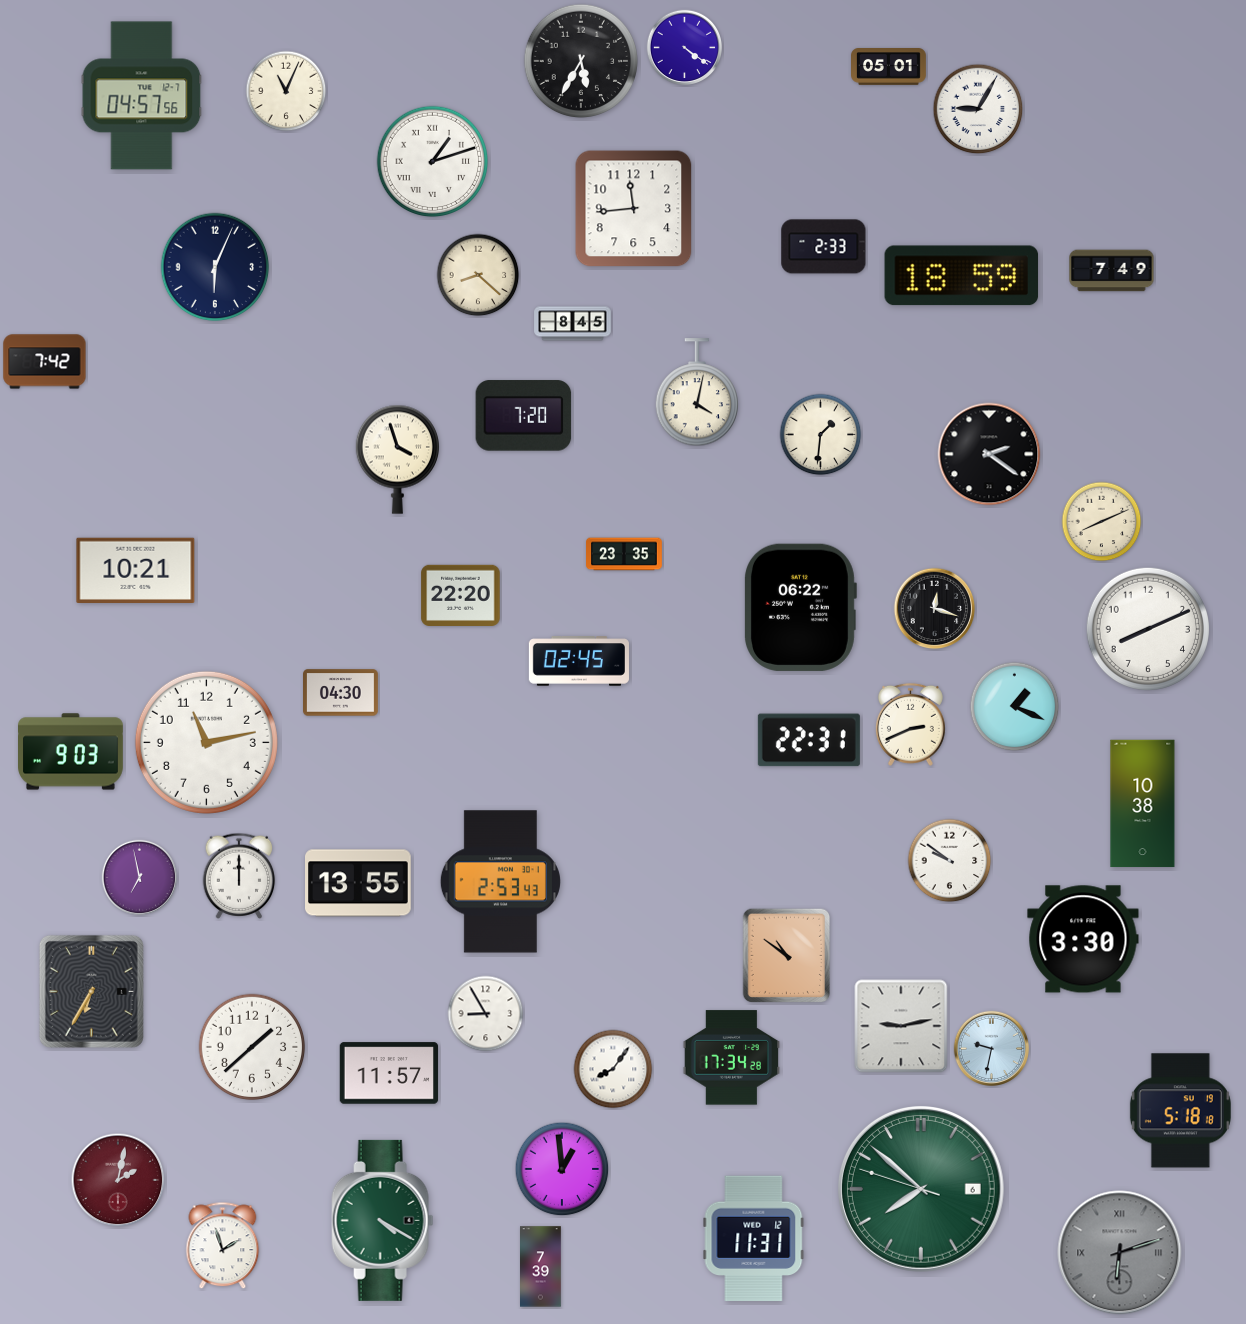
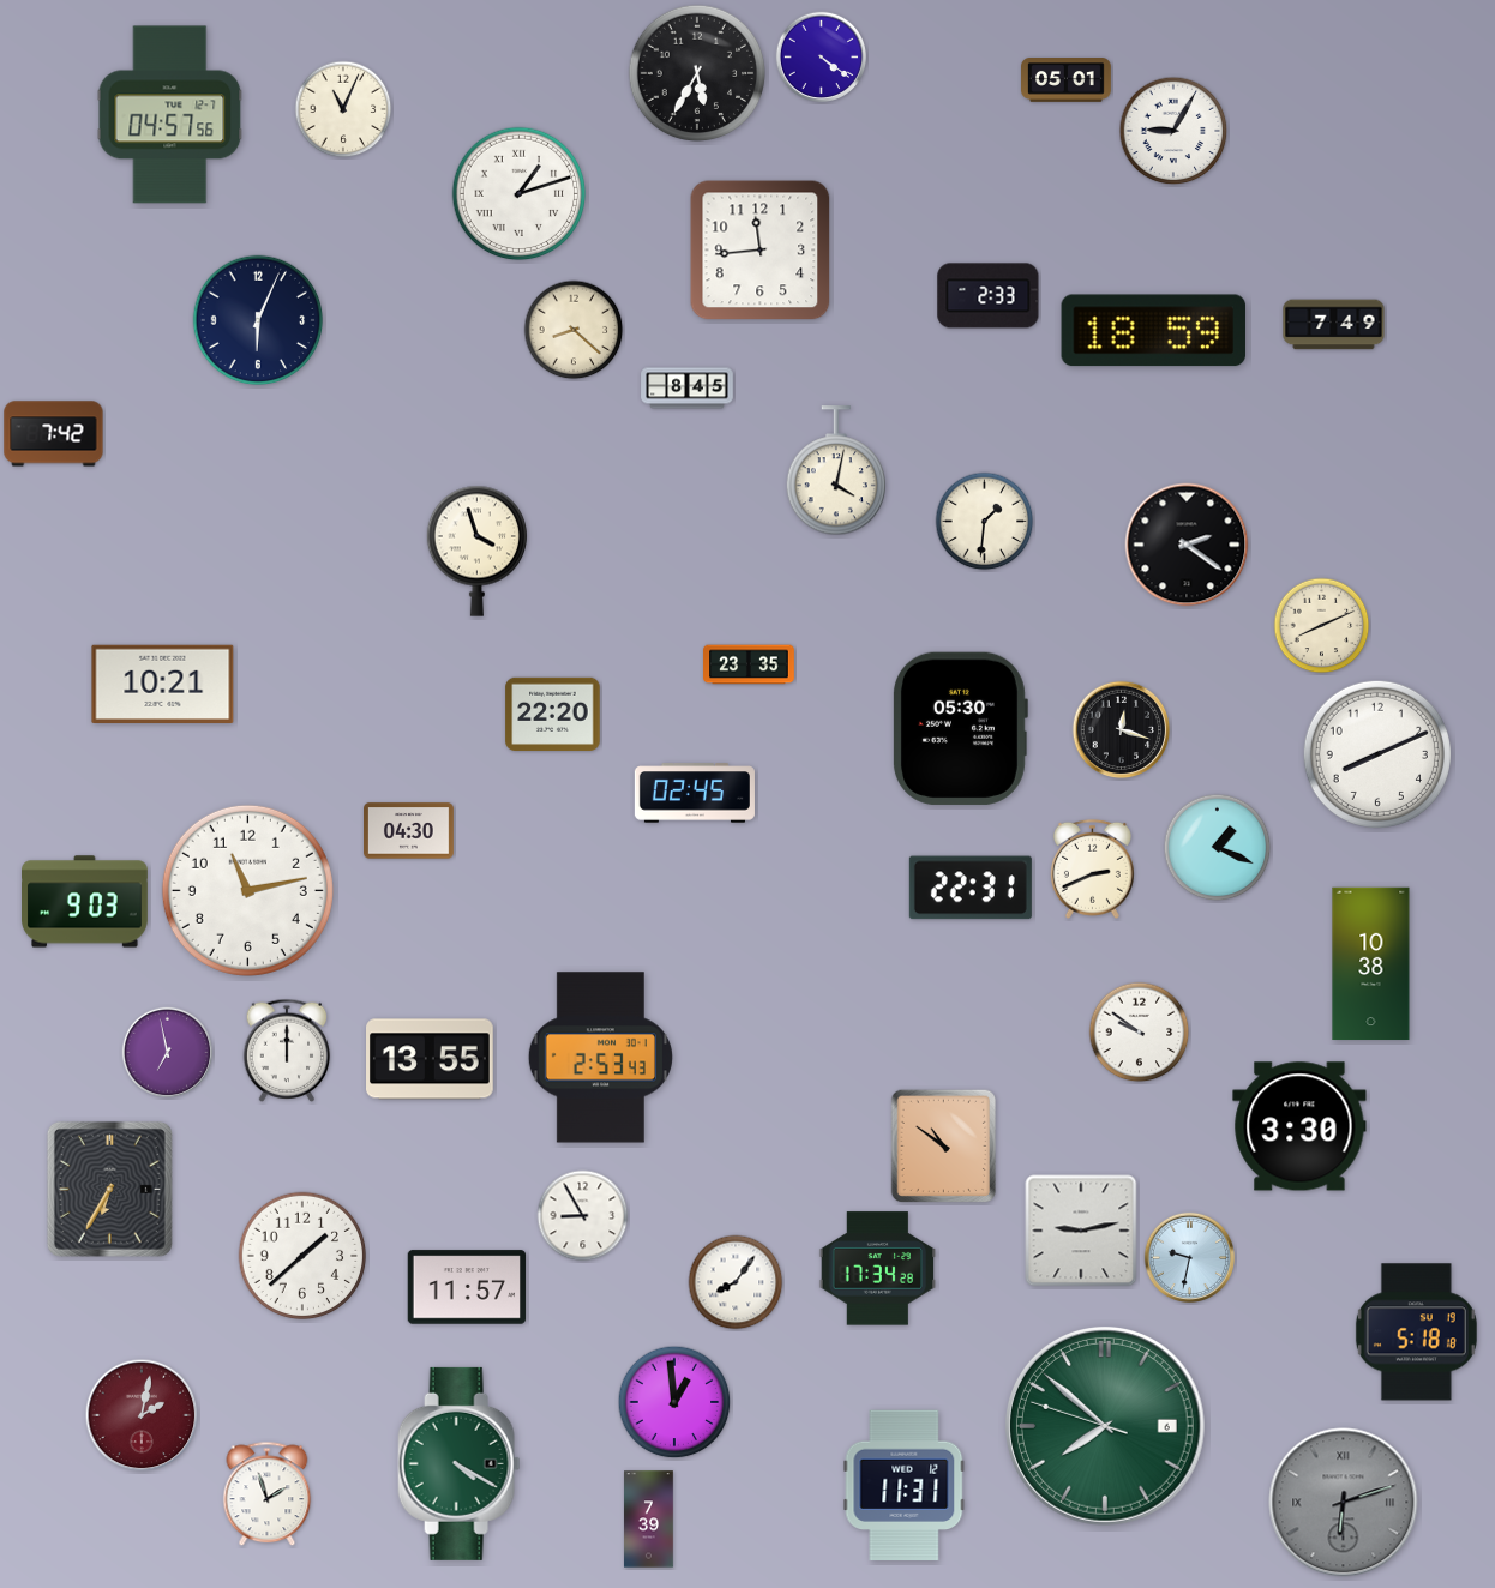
clock at (524, 416): 7:20 -> none
clock at (800, 607): 06:22 -> 05:30
